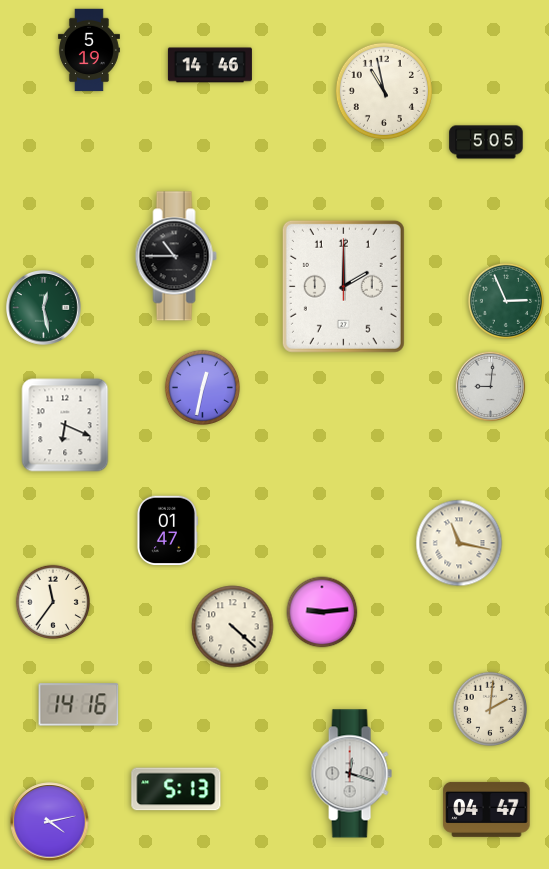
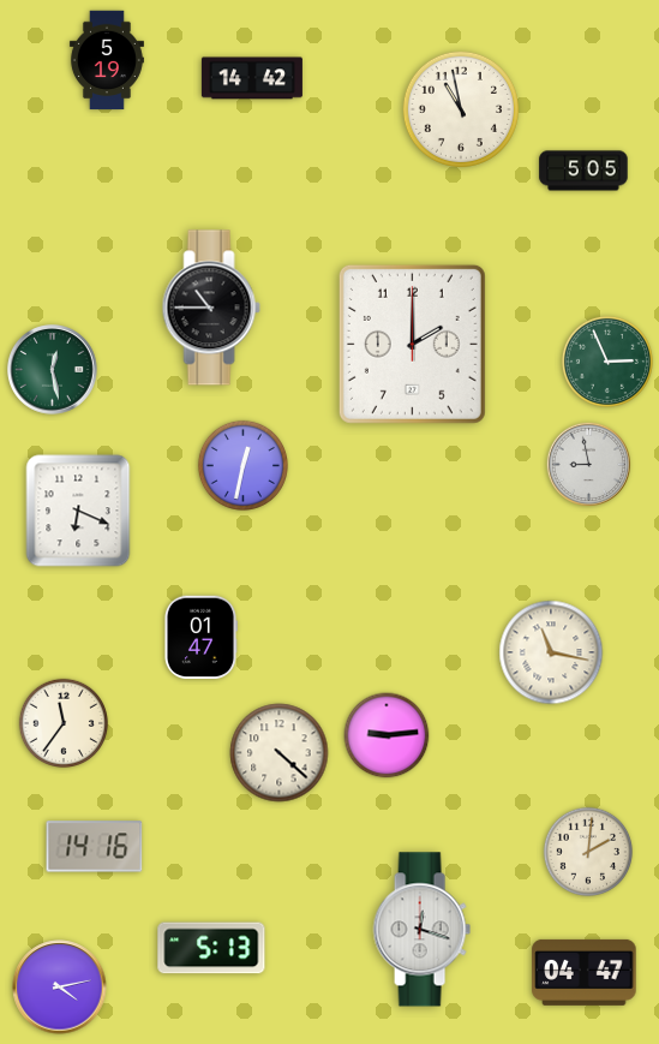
clock at (210, 65): 14:46 -> 14:42
clock at (490, 386): 9:01 -> 8:58
